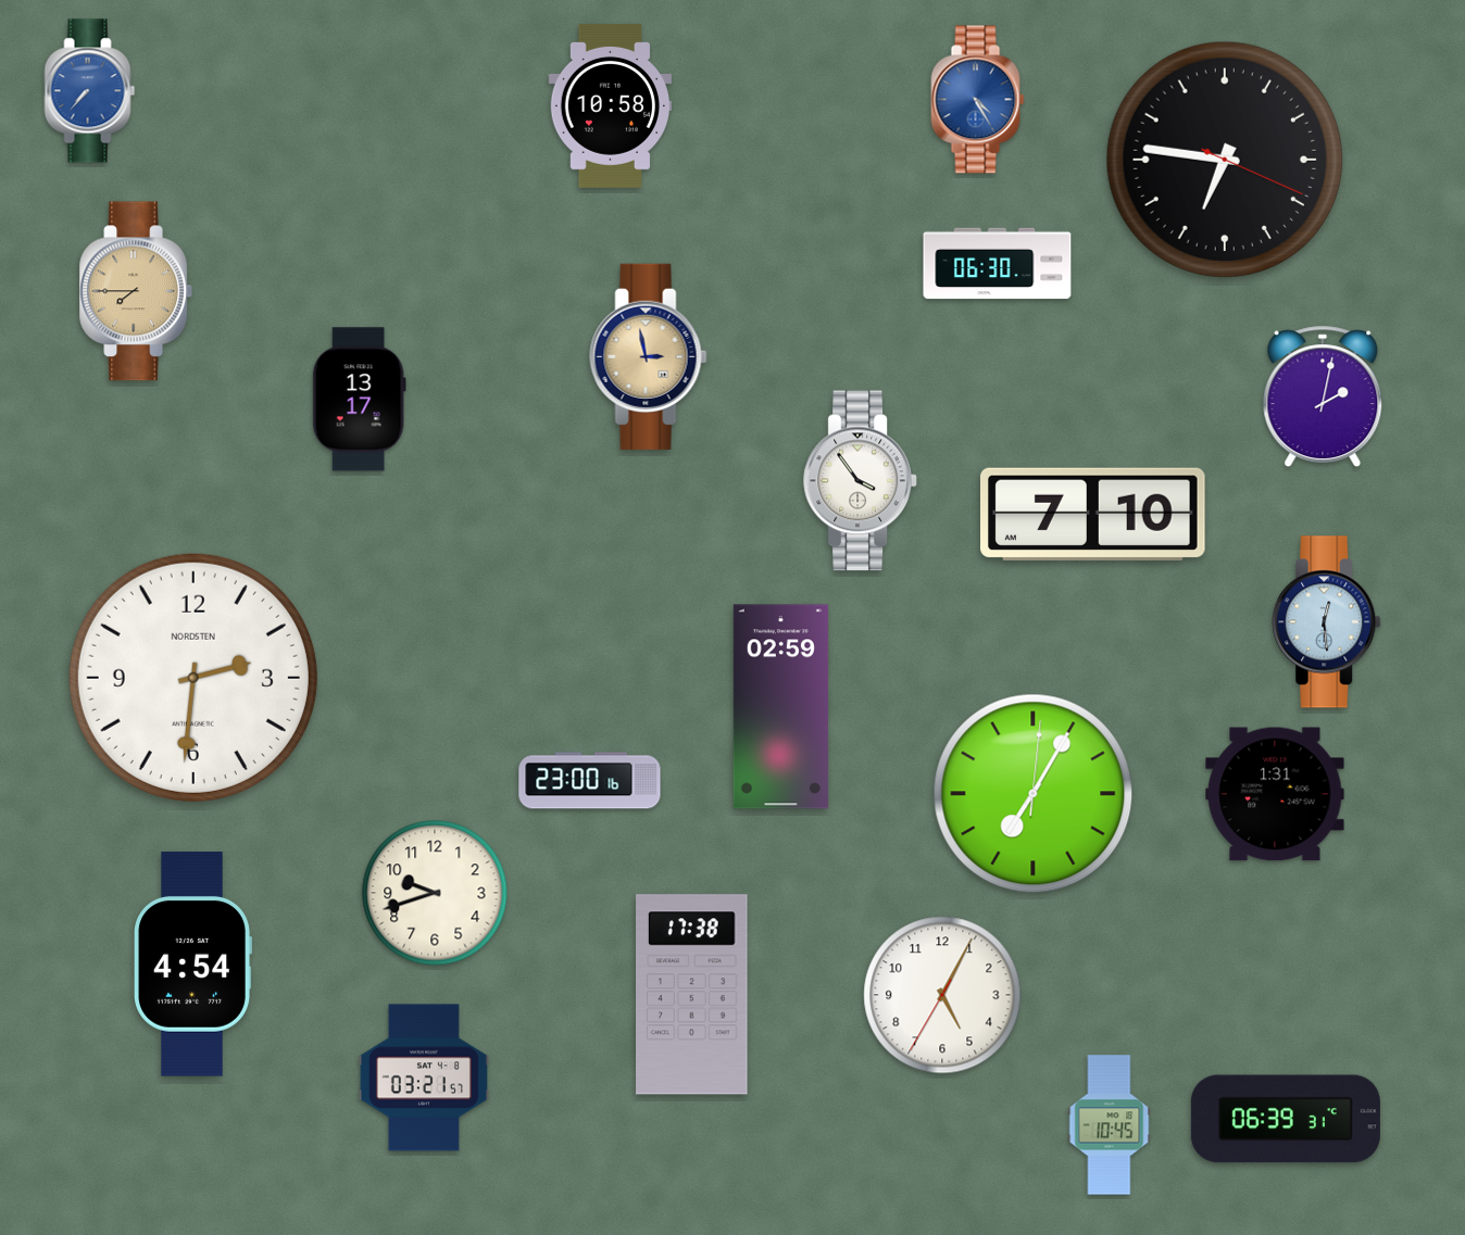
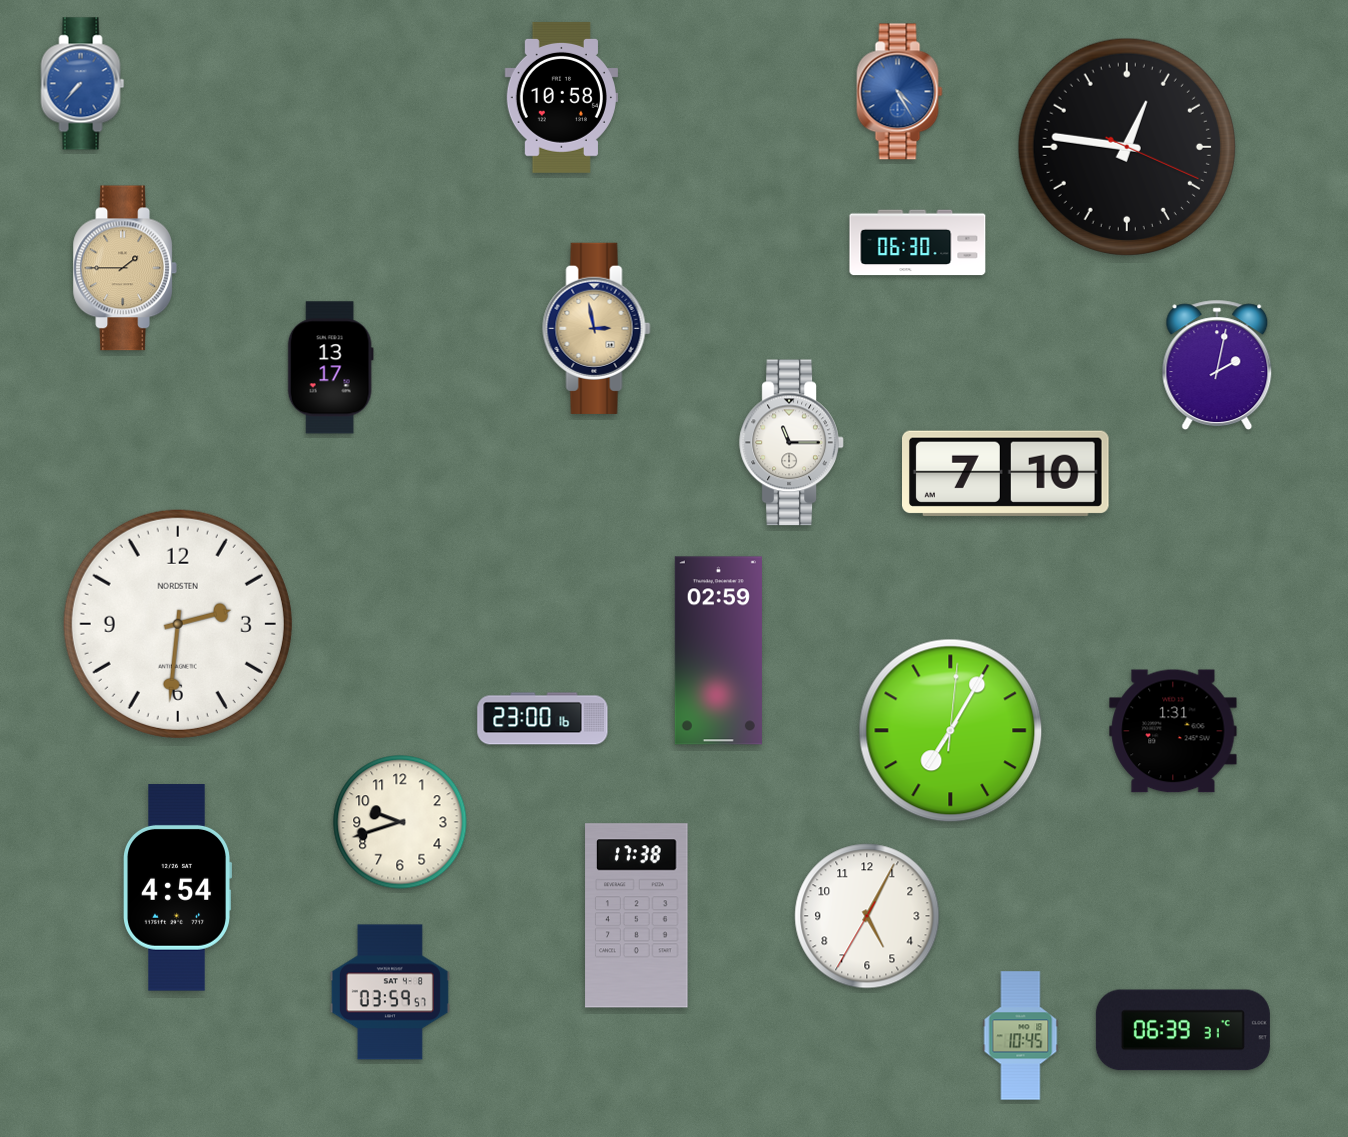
clock at (1225, 160): 6:46 -> 12:46
clock at (135, 291): 7:45 -> 1:45
clock at (861, 481): 3:54 -> 11:15
clock at (1327, 622): 12:29 -> none
clock at (424, 1078): 03:21 -> 03:59
